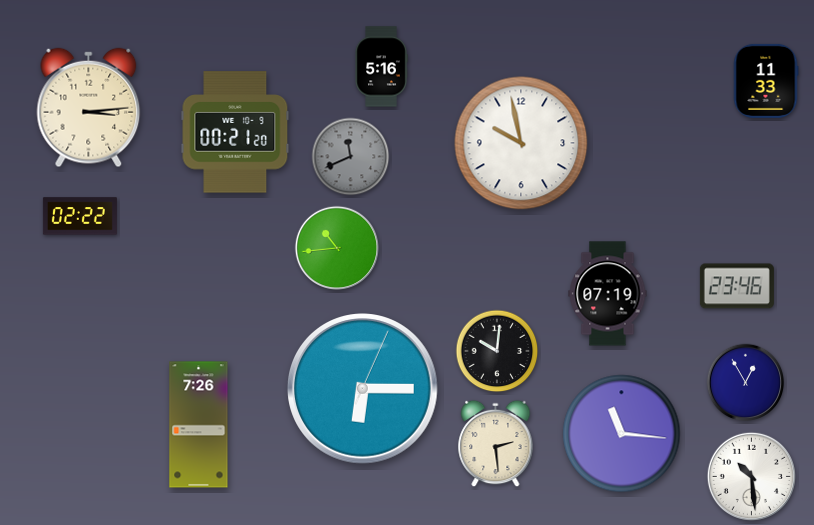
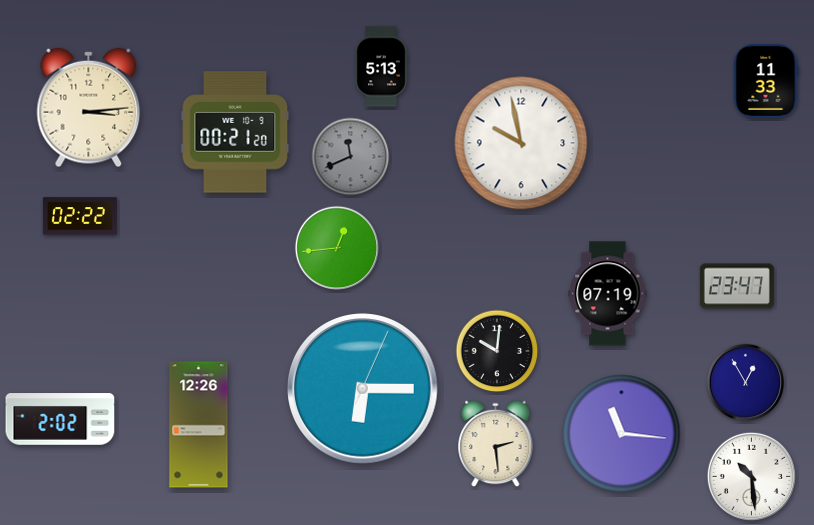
clock at (381, 67): 5:16 -> 5:13
clock at (336, 247): 10:44 -> 12:44
clock at (737, 286): 23:46 -> 23:47
clock at (60, 419): none -> 2:02
clock at (199, 425): 7:26 -> 12:26
